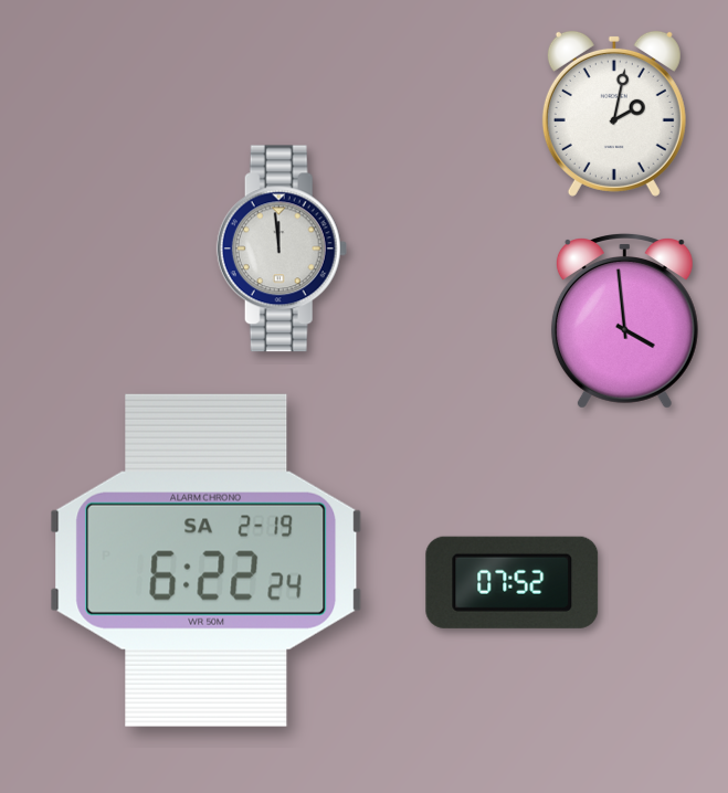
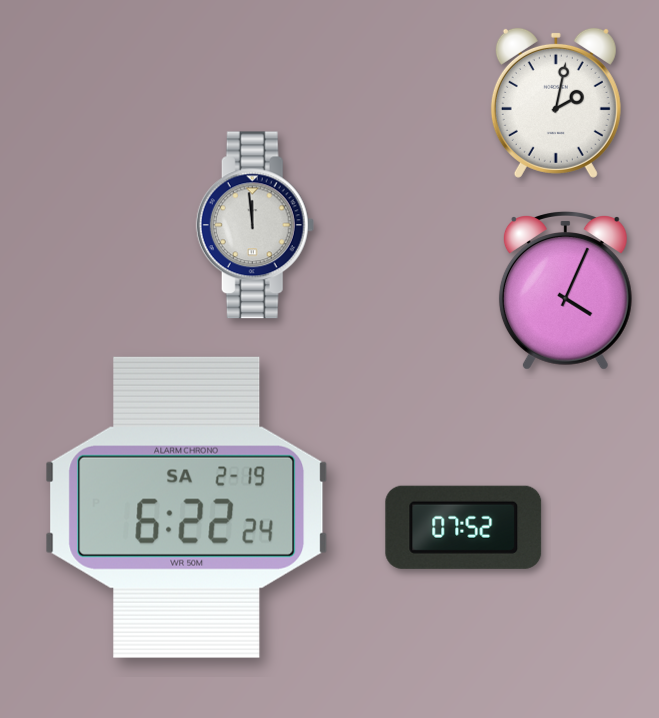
clock at (624, 321): 3:59 -> 4:04
